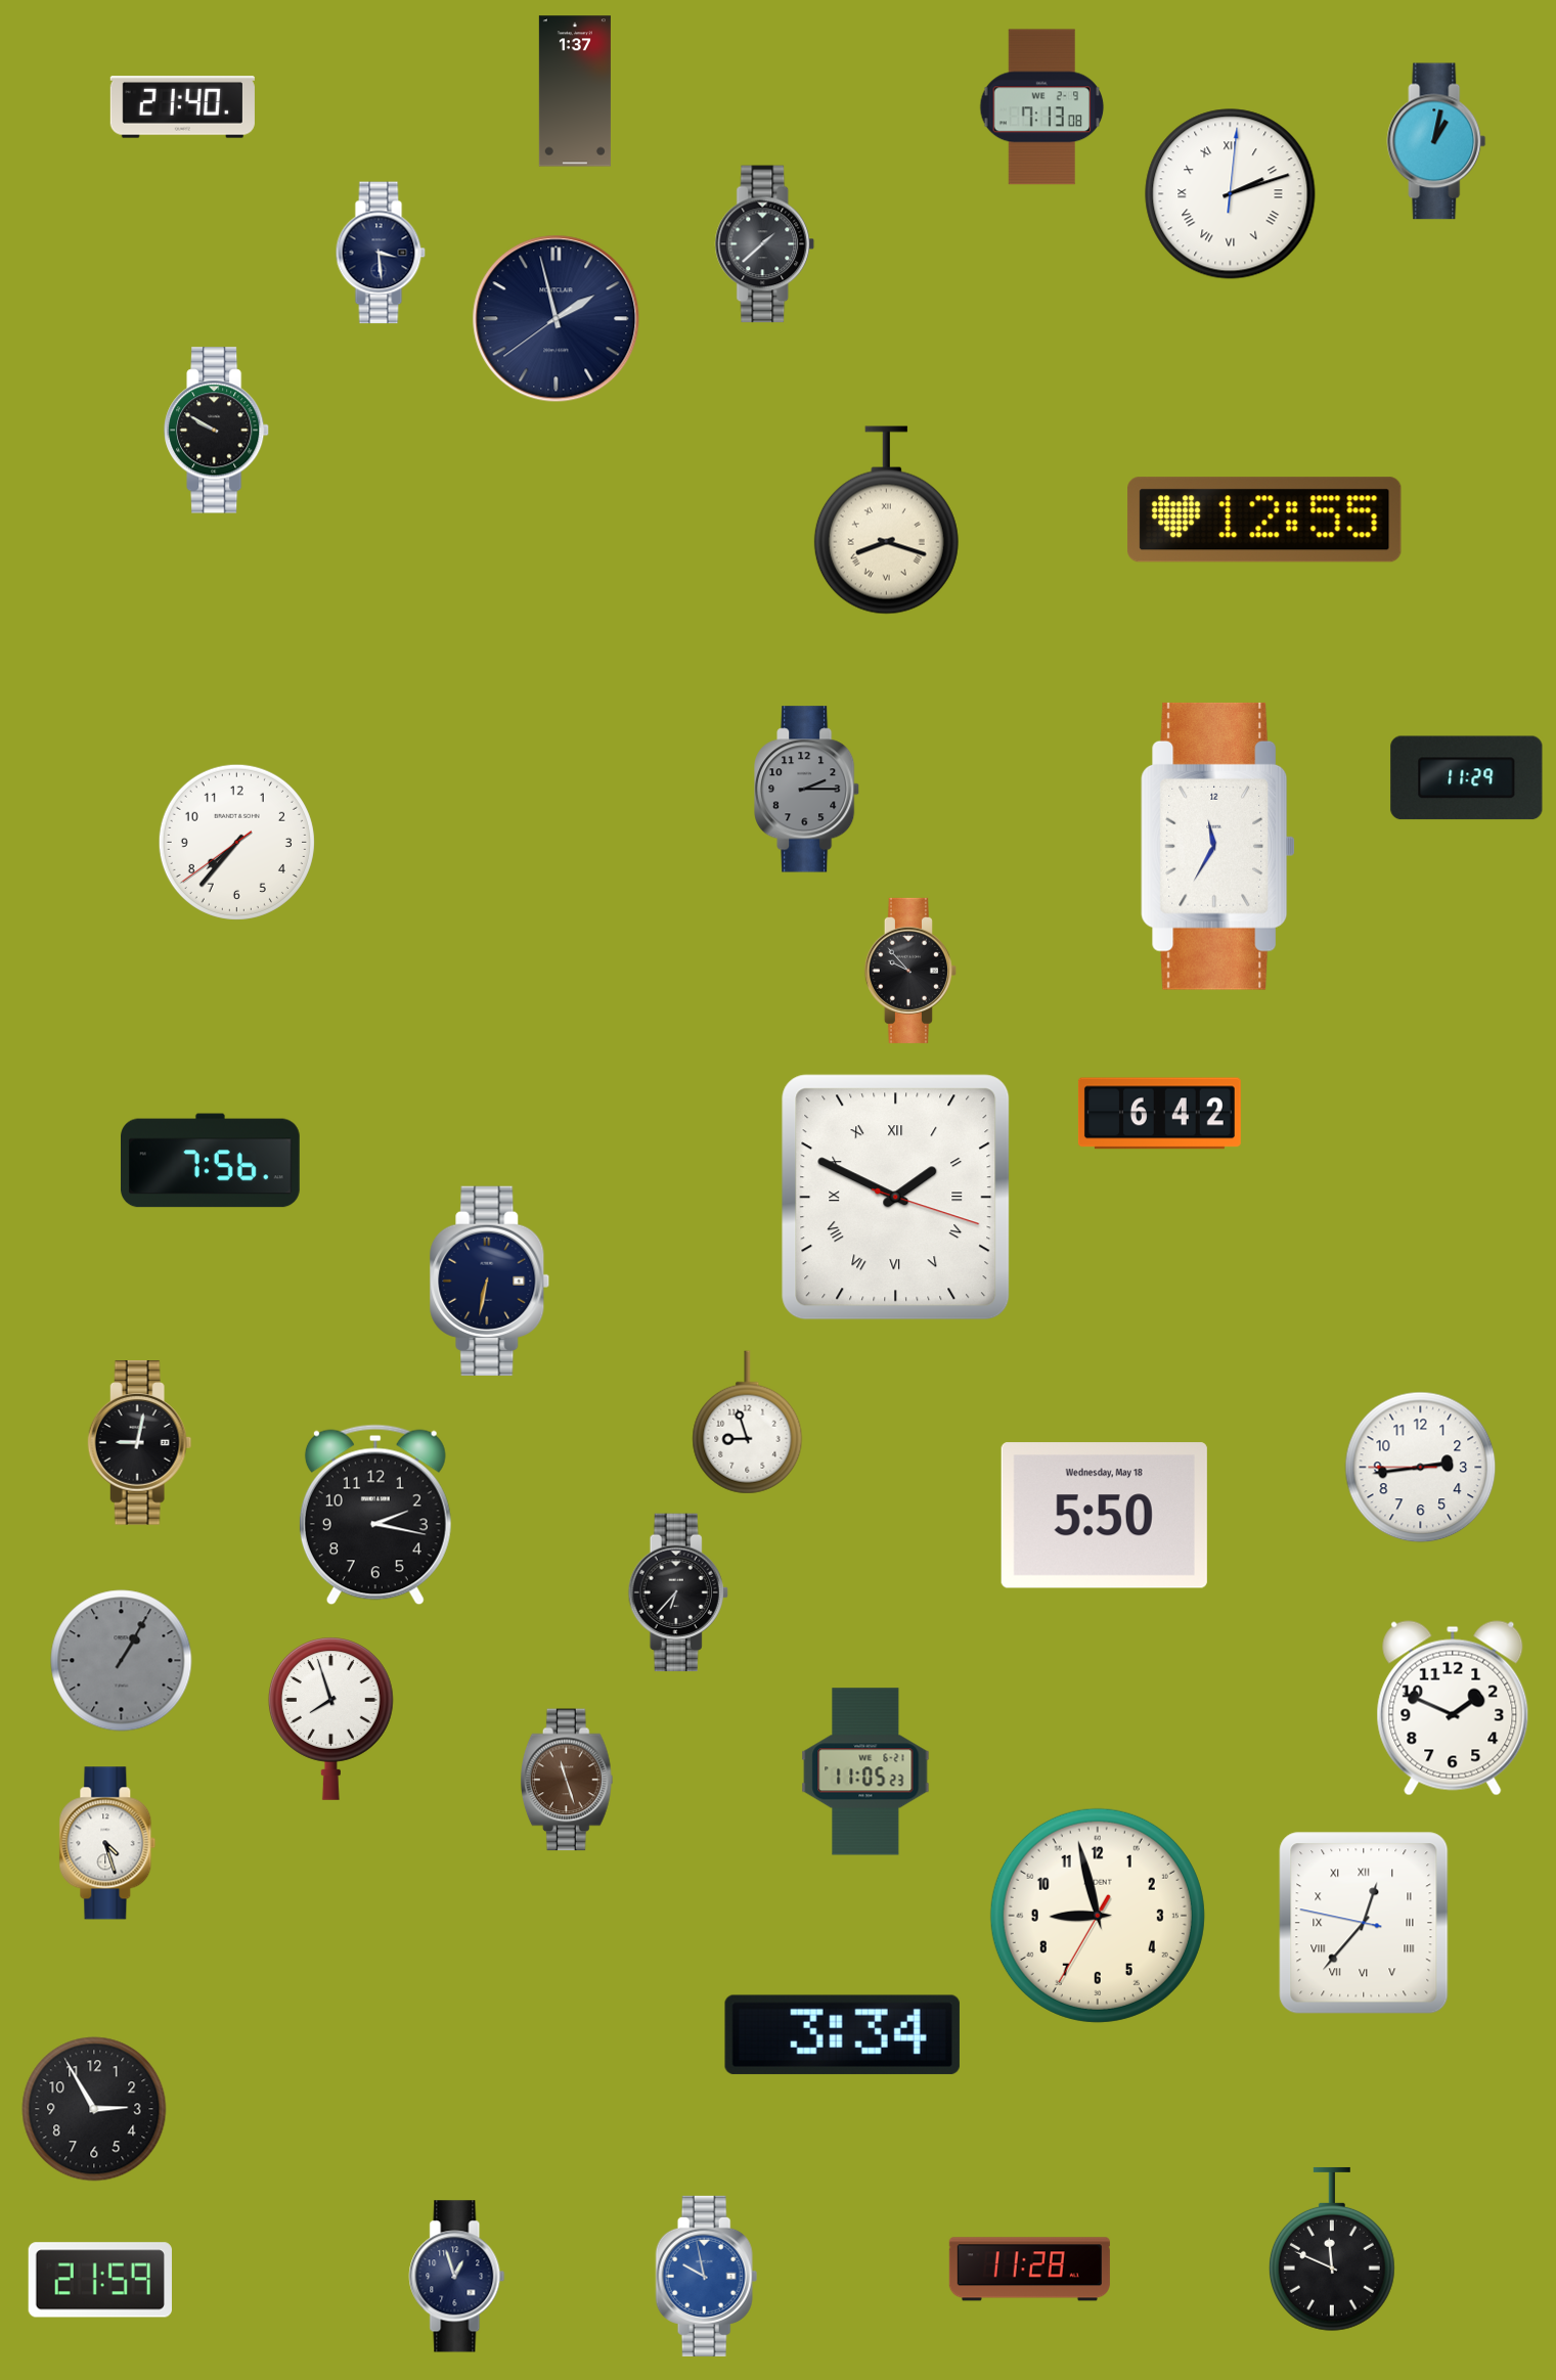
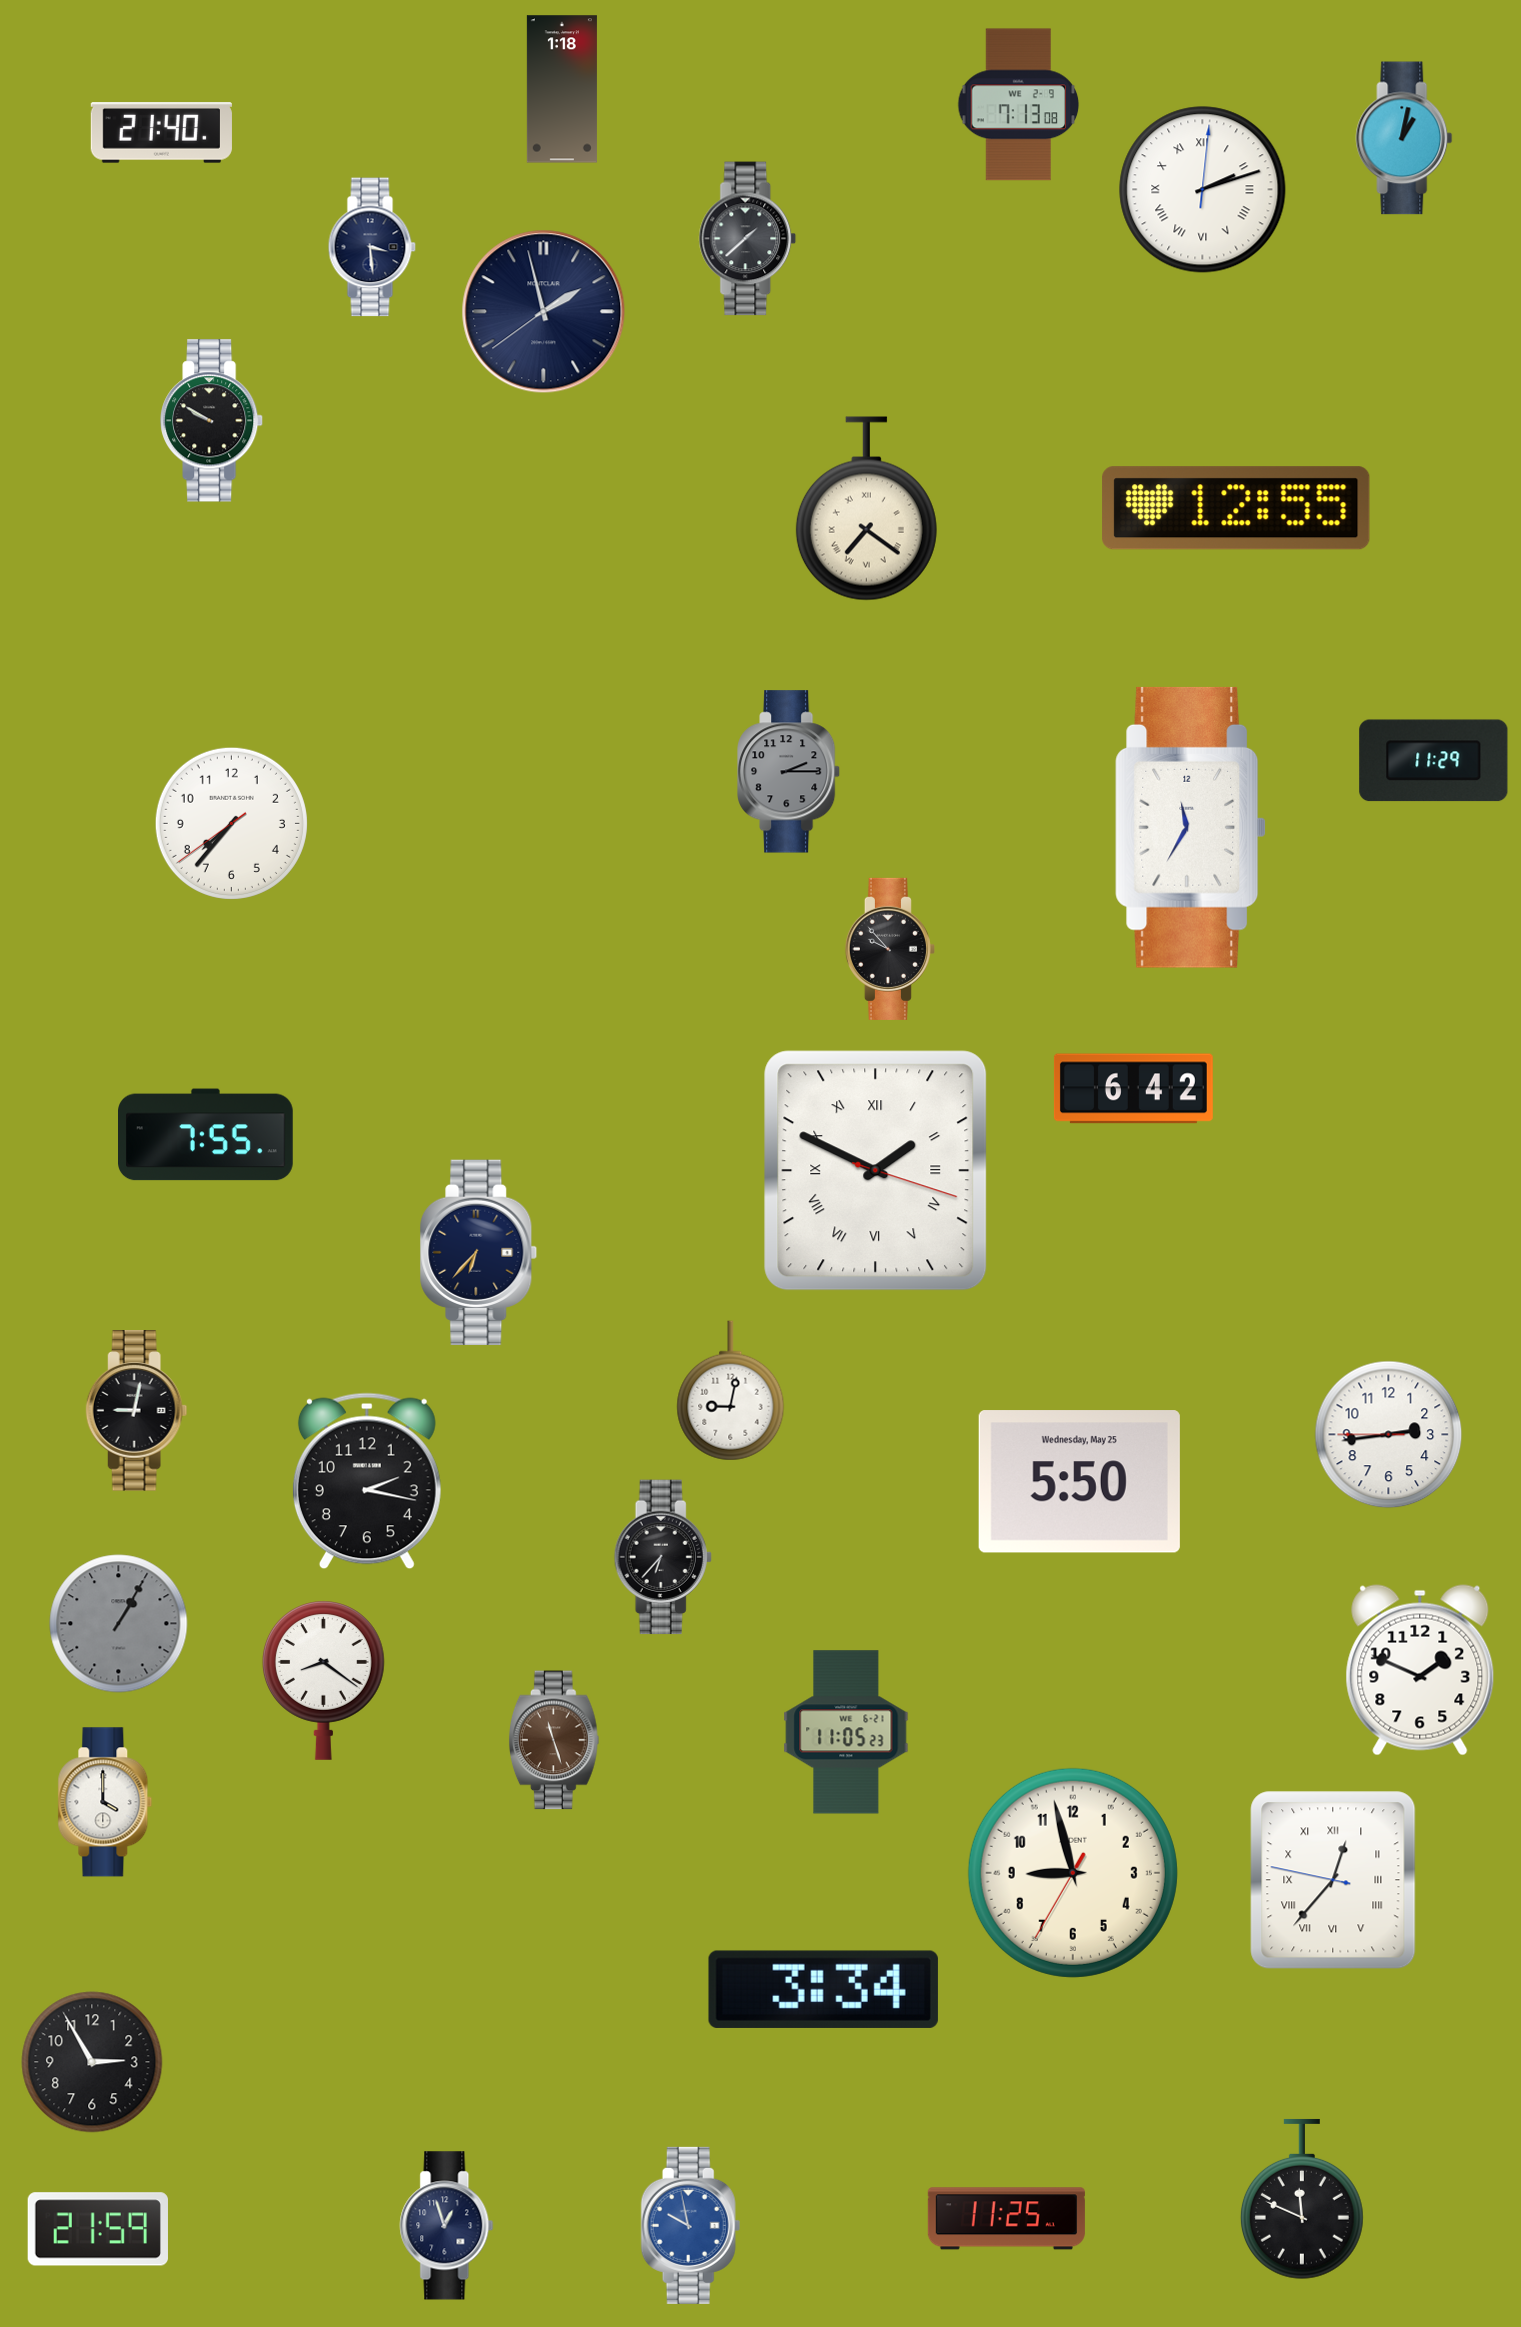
clock at (575, 91): 1:37 -> 1:18
clock at (182, 107) position: (182, 107) -> (161, 133)
clock at (886, 521): 8:18 -> 7:21
clock at (211, 1161): 7:56 -> 7:55
clock at (490, 1281): 6:32 -> 6:37
clock at (748, 1423): 8:57 -> 9:02
clock at (1104, 1516) date: Wednesday, May 18 -> Wednesday, May 25
clock at (330, 1718): 7:57 -> 8:21
clock at (107, 1843): 4:27 -> 4:00
clock at (1029, 2270): 11:28 -> 11:25
